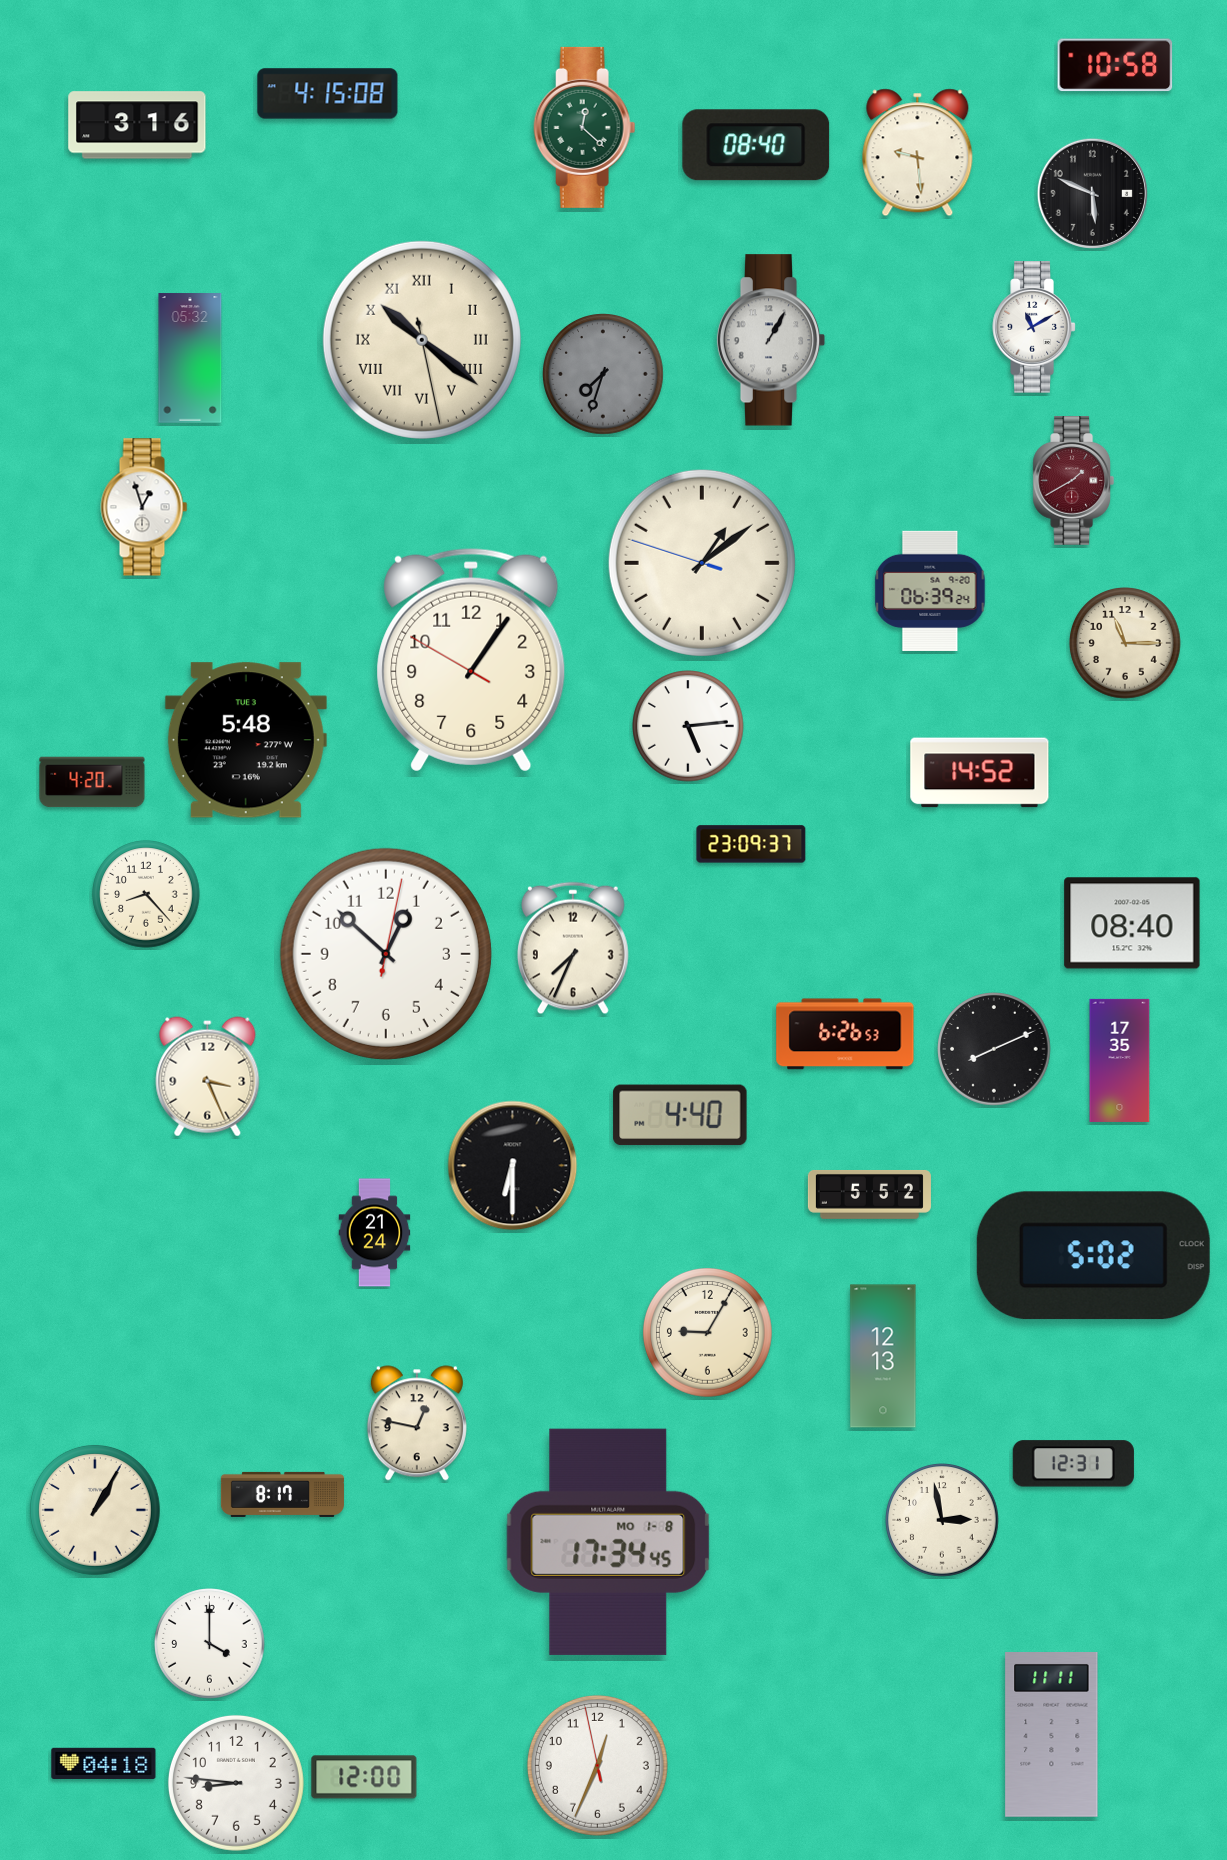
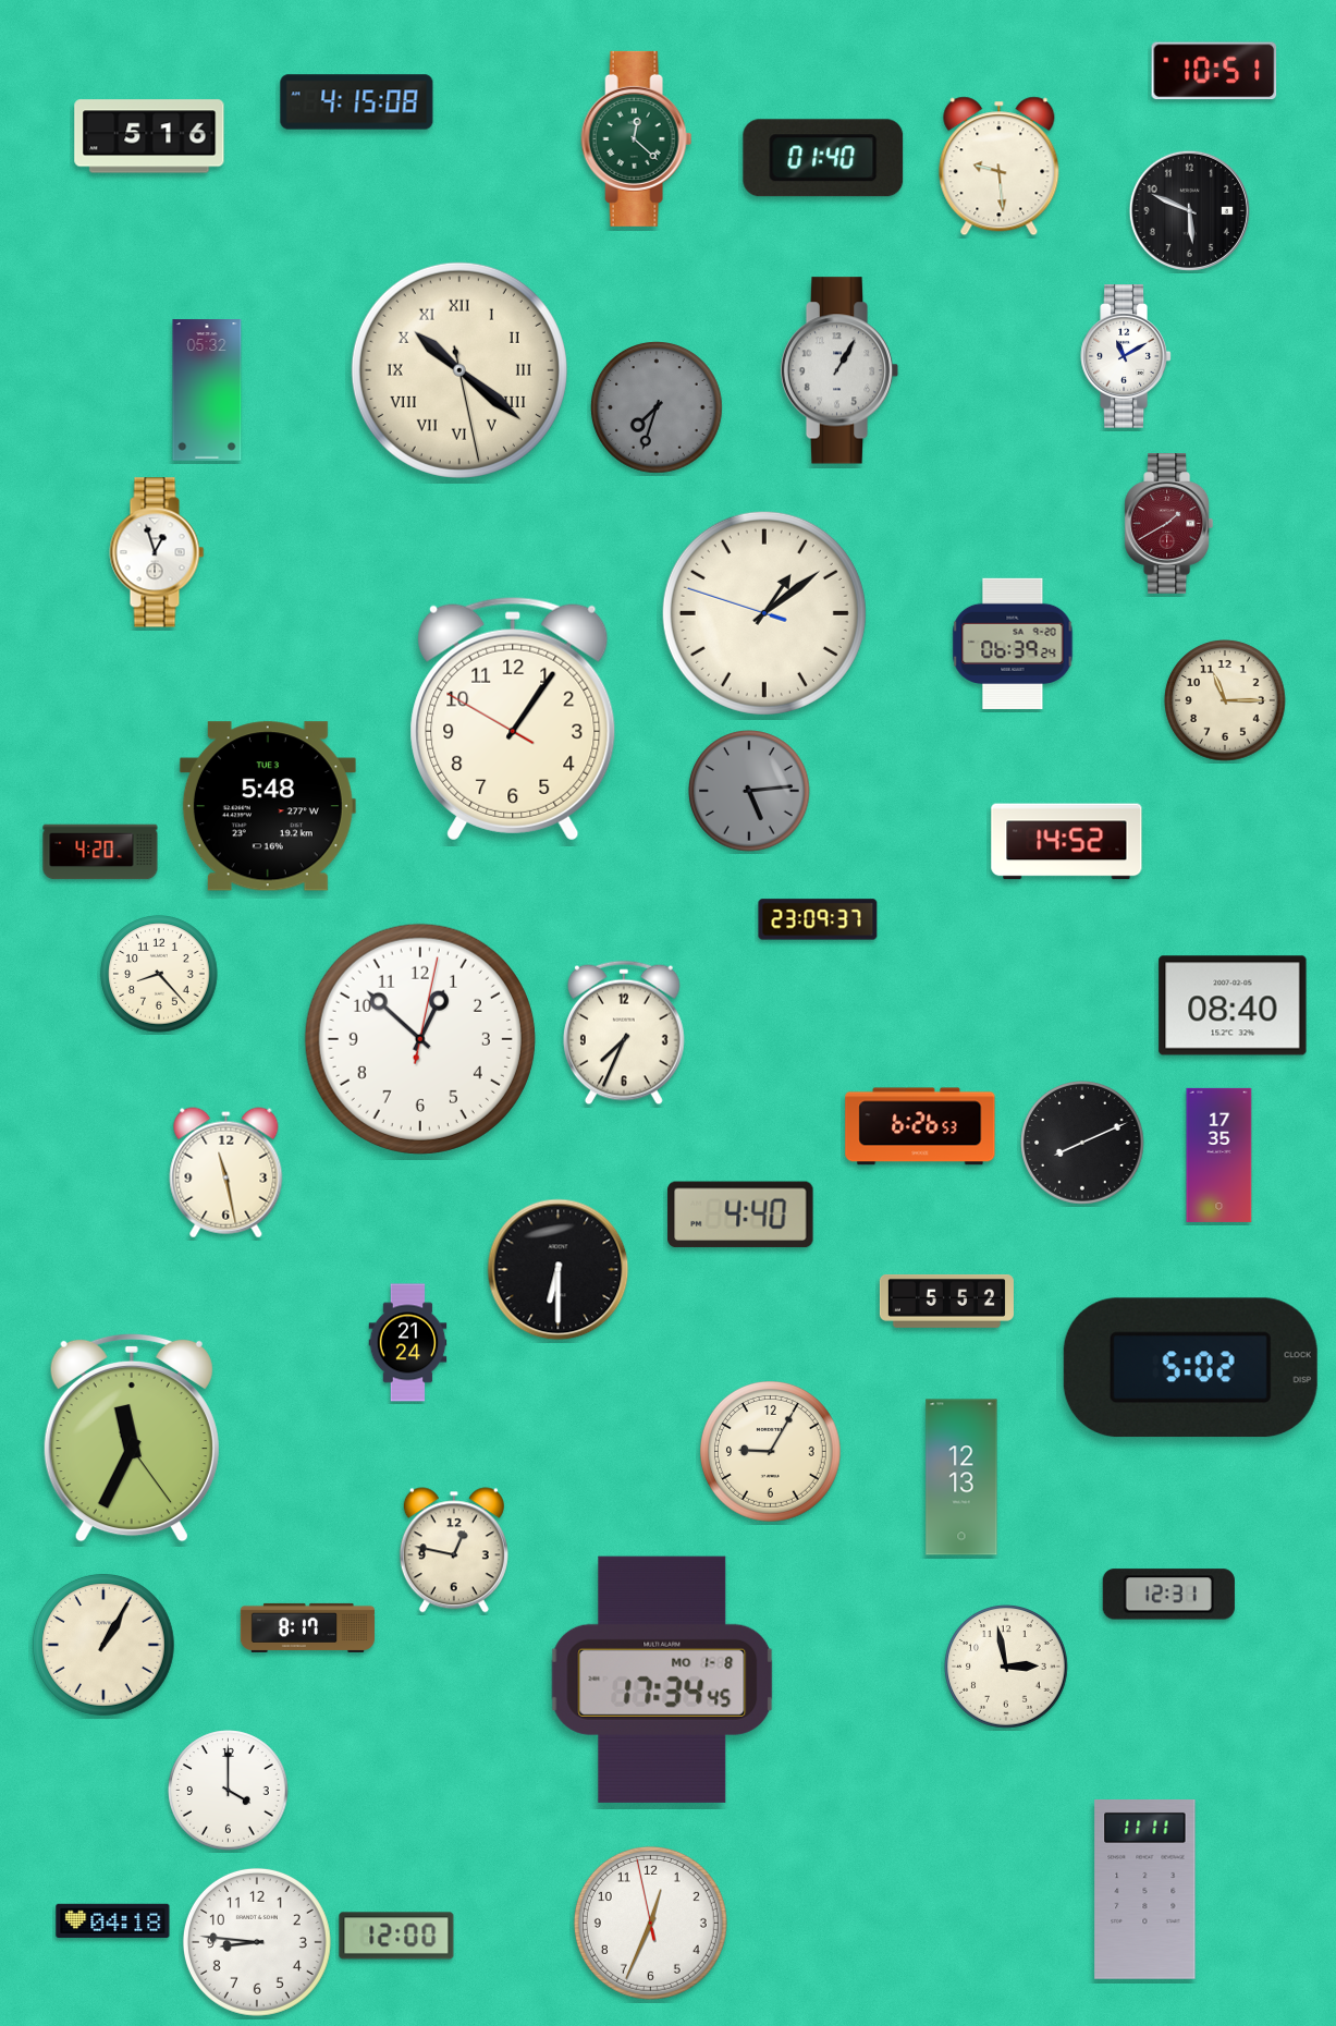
clock at (1115, 65): 10:58 -> 10:51
clock at (137, 125): 3:16 -> 5:16
clock at (756, 145): 08:40 -> 01:40
clock at (688, 726) dial: white -> grey
clock at (208, 1077): 3:26 -> 11:28
clock at (132, 1438): none -> 11:34
clock at (942, 1520) position: (942, 1520) -> (1006, 1667)
